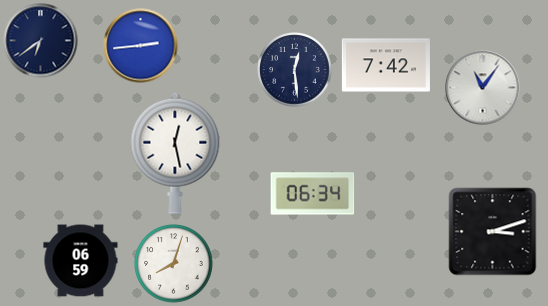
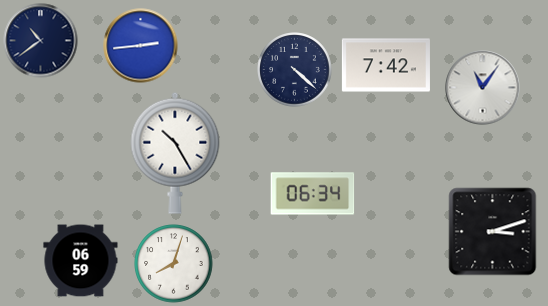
clock at (41, 41): 6:39 -> 10:39
clock at (295, 70): 12:29 -> 4:22
clock at (175, 153): 12:28 -> 10:25
